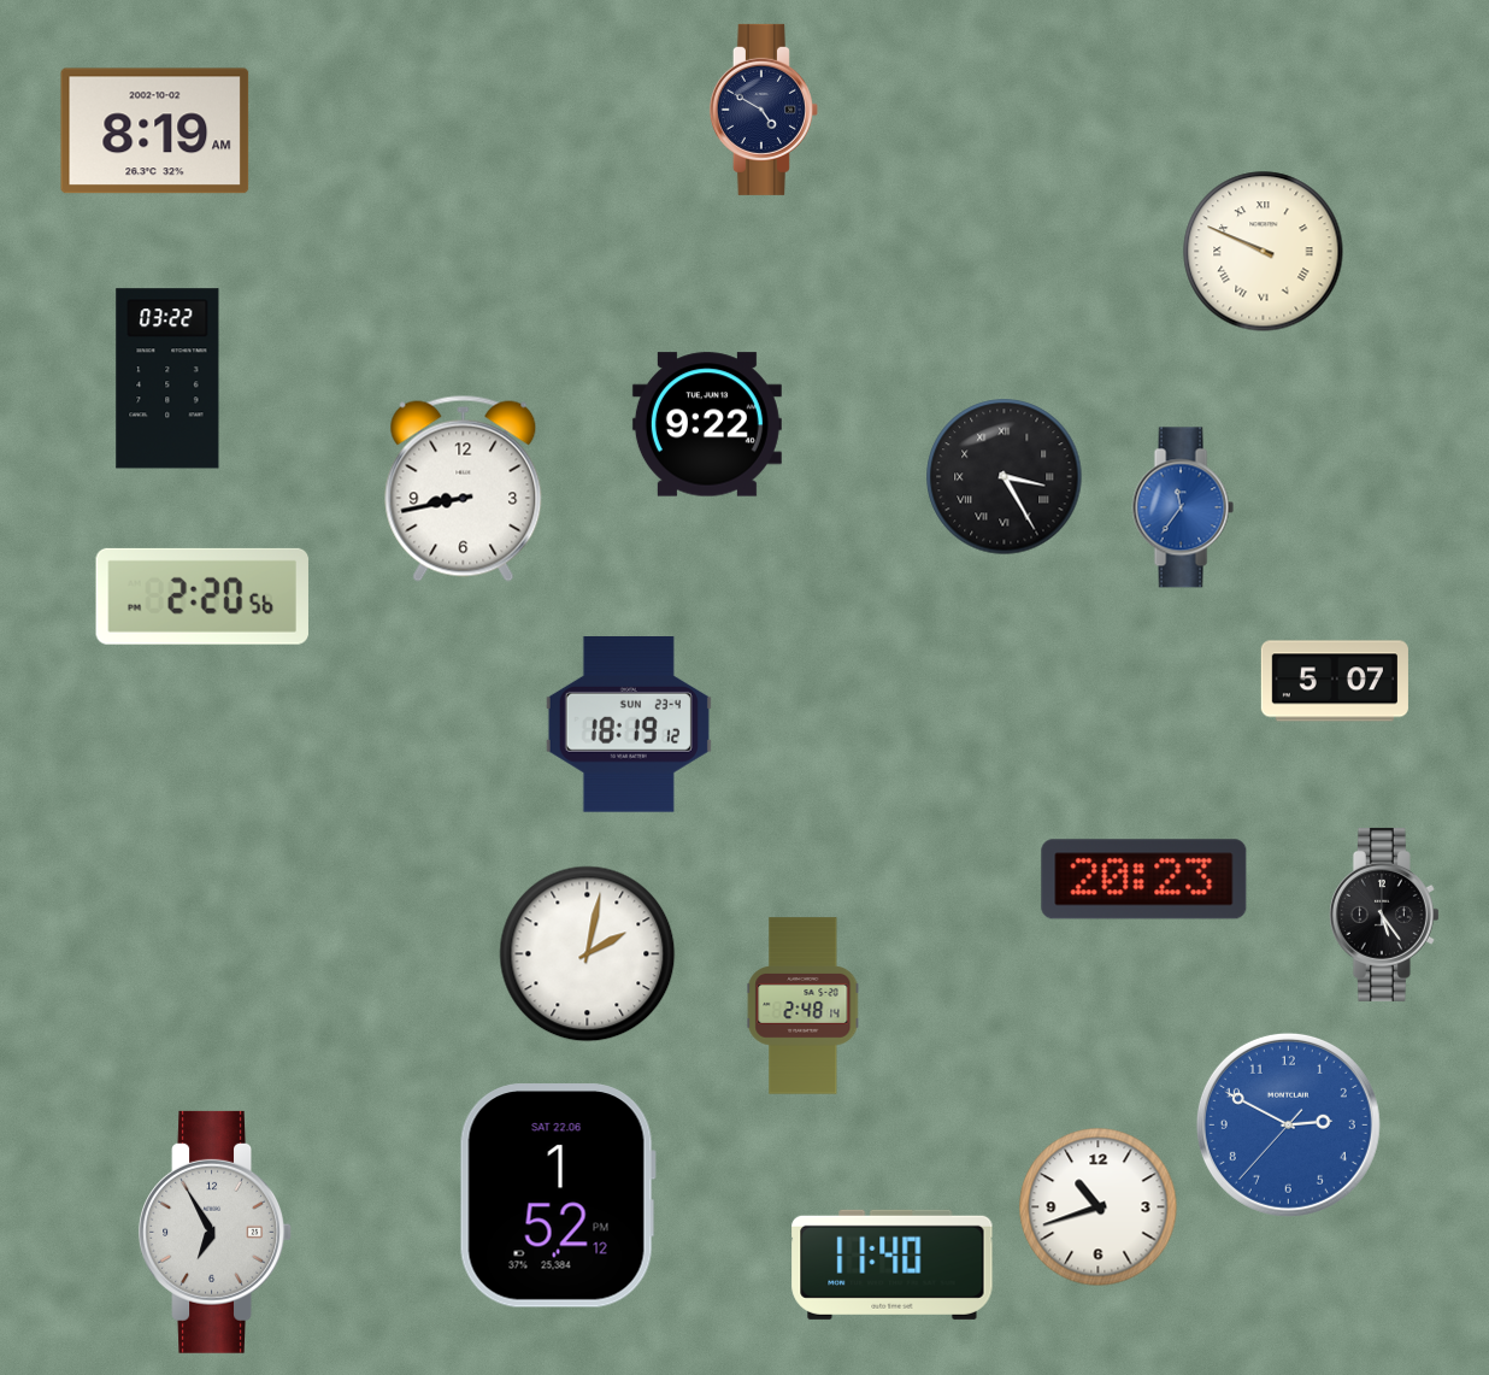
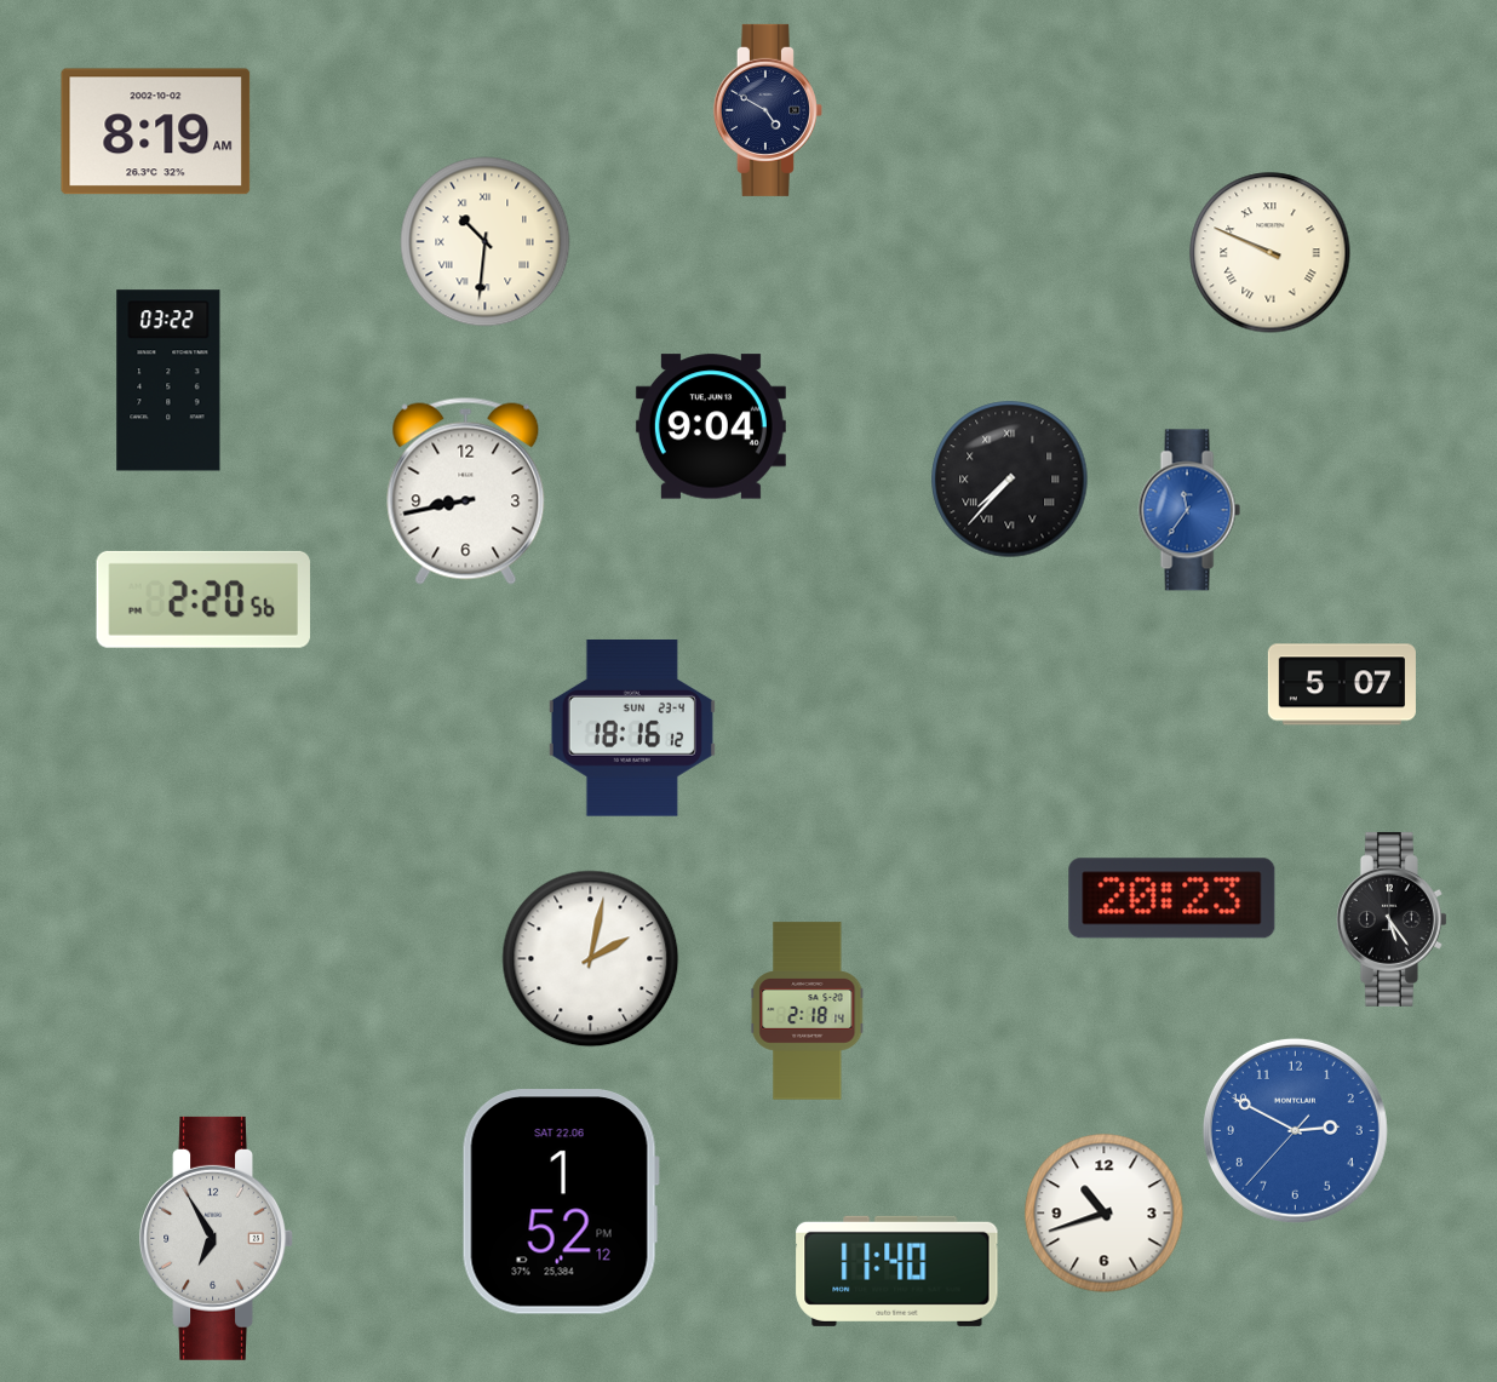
clock at (486, 242): none -> 10:31
clock at (707, 424): 9:22 -> 9:04
clock at (1005, 477): 3:25 -> 7:37
clock at (629, 725): 18:19 -> 18:16
clock at (1144, 880) position: (1144, 880) -> (1172, 899)
clock at (804, 1006): 2:48 -> 2:18
